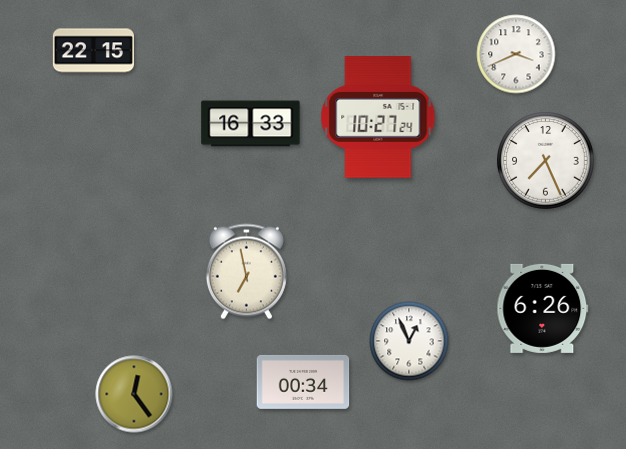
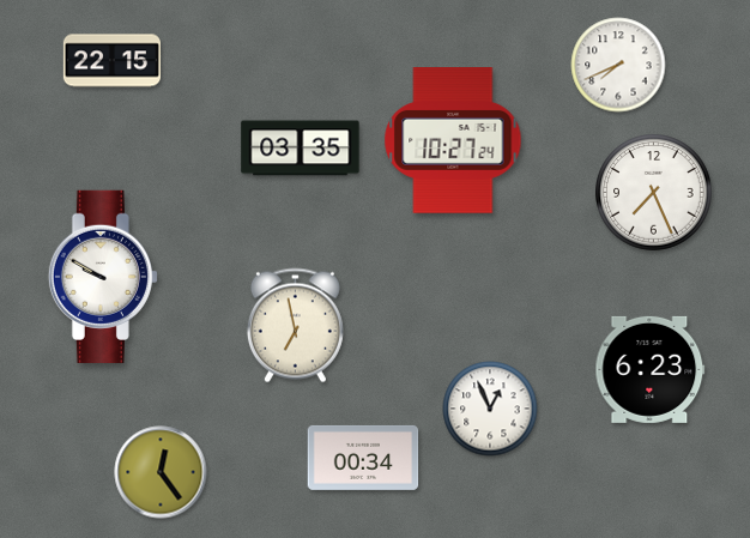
clock at (516, 54): 3:41 -> 7:41
clock at (251, 124): 16:33 -> 03:35
clock at (103, 277): none -> 9:50
clock at (543, 308): 6:26 -> 6:23
